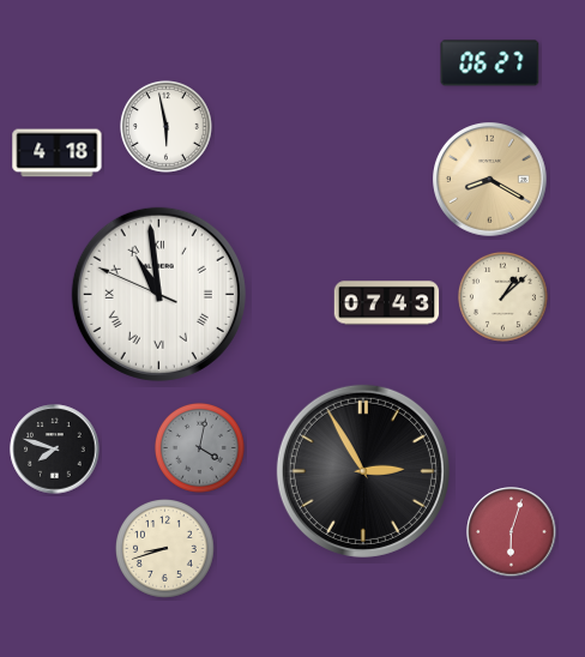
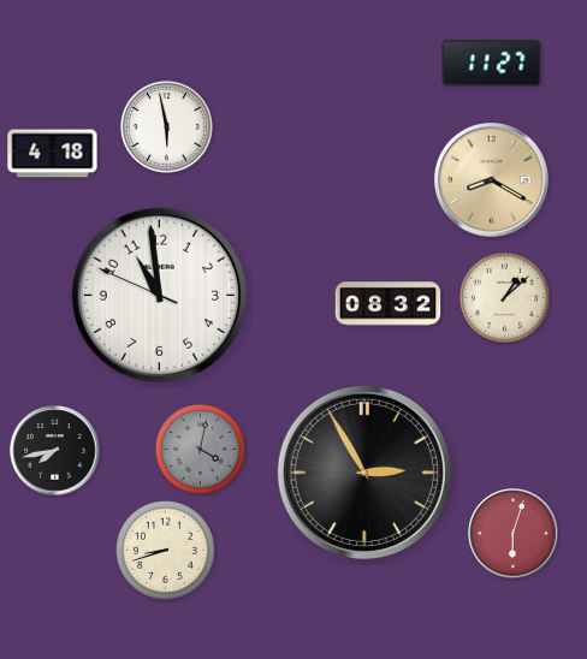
clock at (490, 64): 06:27 -> 11:27
clock at (58, 153) position: (58, 153) -> (53, 154)
clock at (158, 294) numerals: Roman -> Arabic
clock at (387, 303): 07:43 -> 08:32
clock at (55, 450): 7:48 -> 7:43
